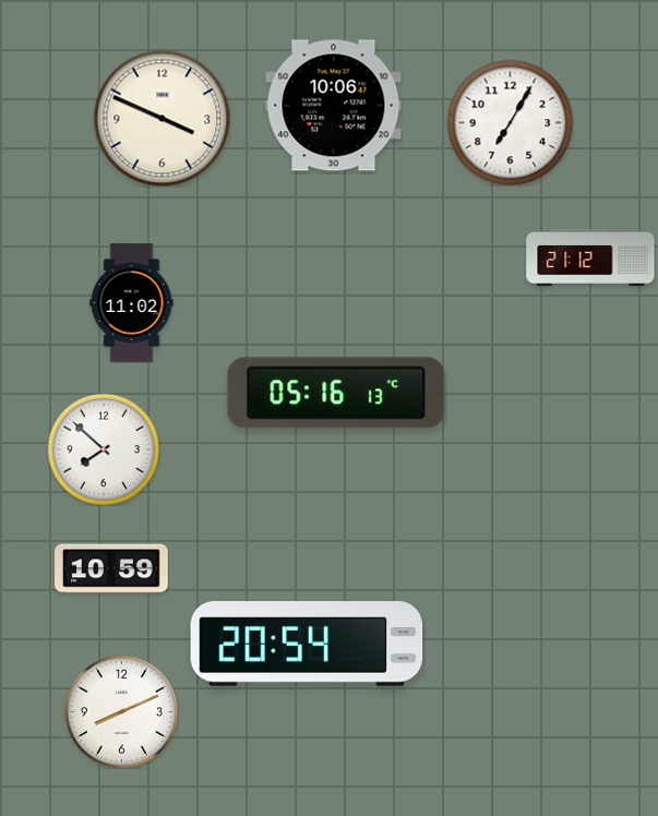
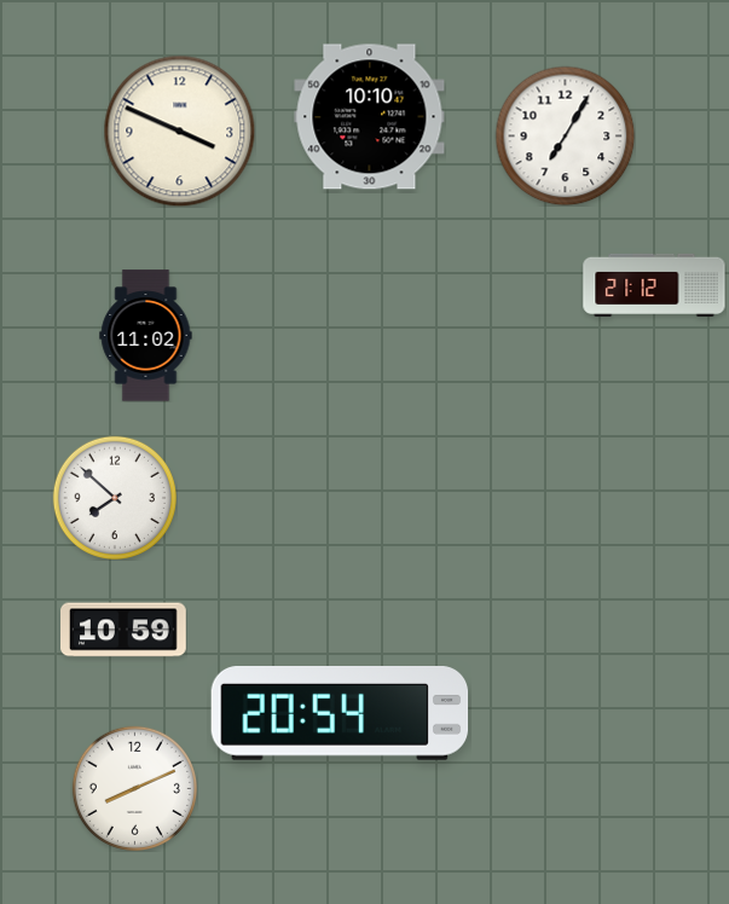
clock at (334, 106): 10:06 -> 10:10
clock at (336, 393): 05:16 -> none
